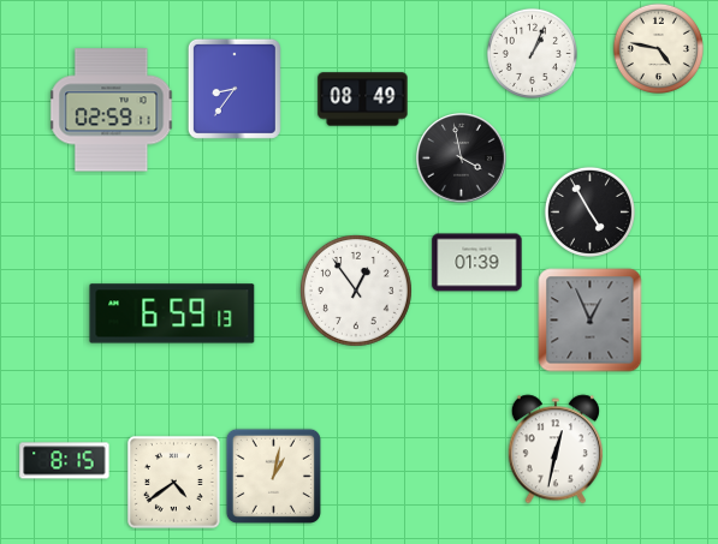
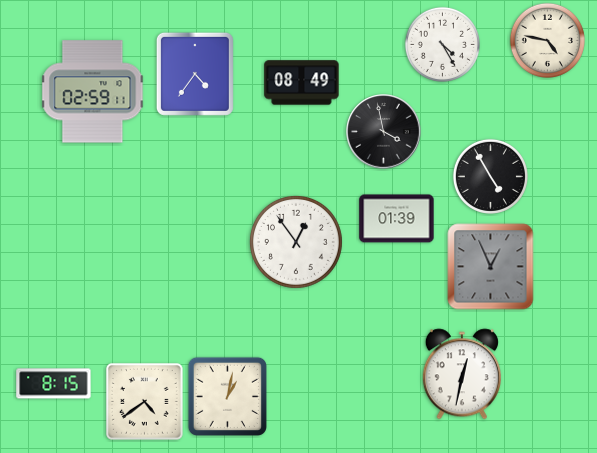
clock at (532, 53): 1:04 -> 4:25
clock at (235, 89): 8:36 -> 4:36
clock at (172, 313): 6:59 -> none
